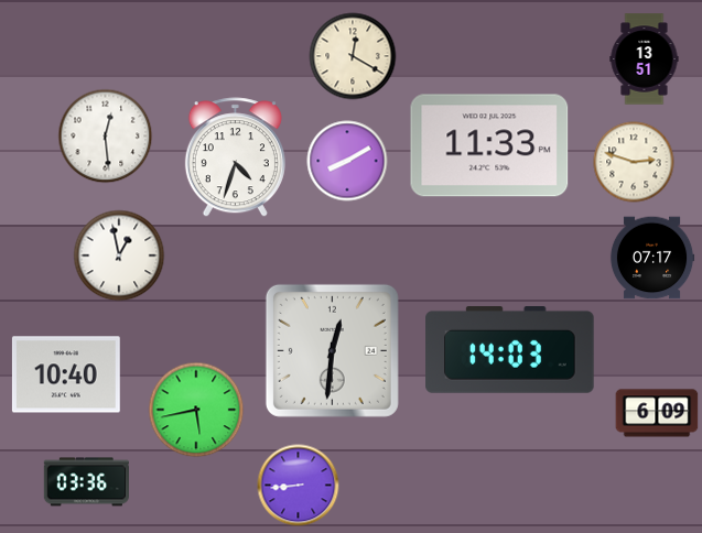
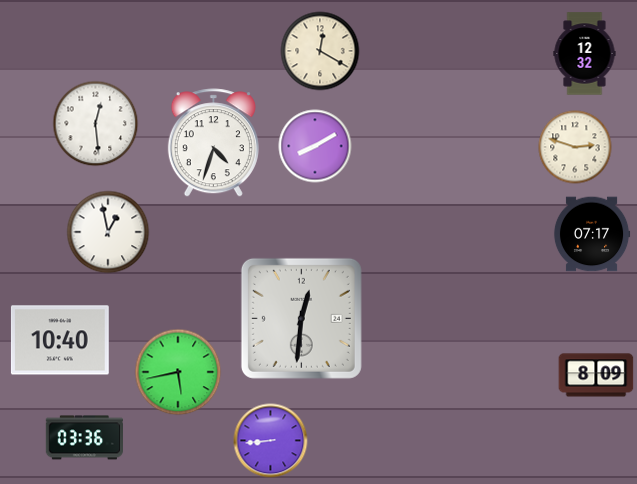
clock at (645, 59): 13:51 -> 12:32
clock at (489, 145): 11:33 -> none
clock at (510, 350): 14:03 -> none
clock at (657, 413): 6:09 -> 8:09
clock at (86, 482) position: (86, 482) -> (84, 438)
